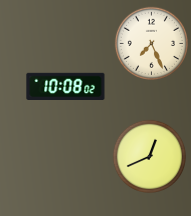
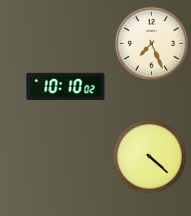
clock at (66, 87): 10:08 -> 10:10
clock at (149, 156): 12:41 -> 4:22
